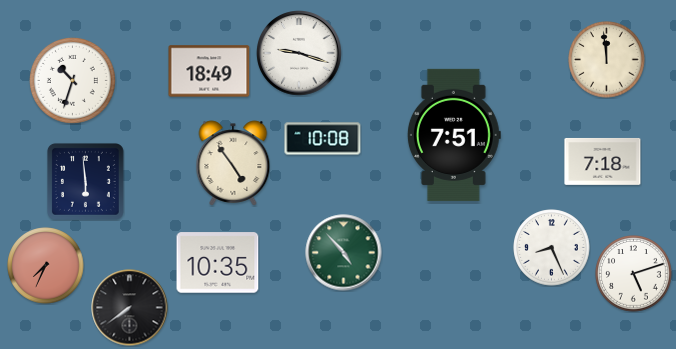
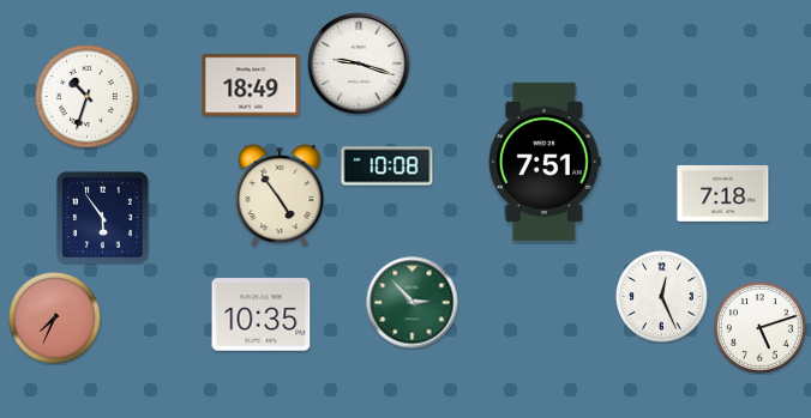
clock at (607, 60): 11:59 -> none
clock at (85, 181): 5:59 -> 5:54
clock at (552, 248): 8:26 -> 12:26
clock at (344, 253): 4:53 -> 2:53
clock at (130, 308): 7:39 -> none
